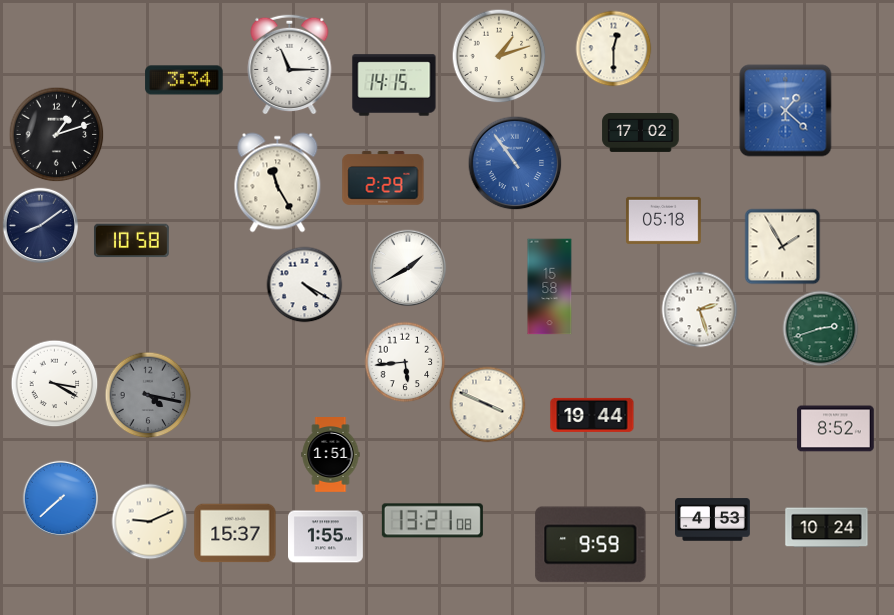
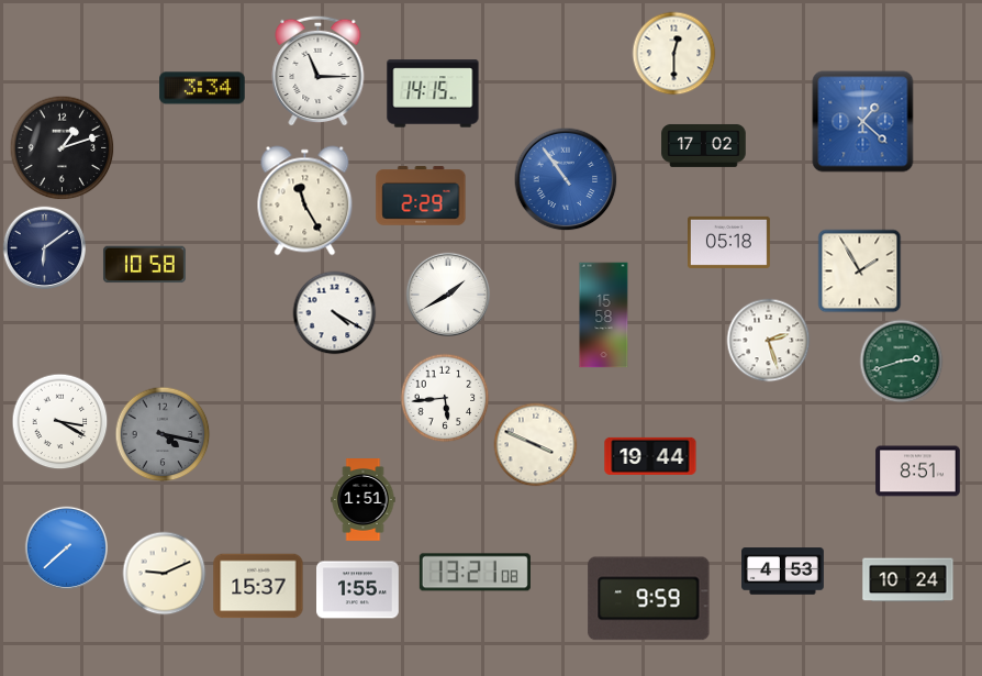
clock at (499, 56): 1:12 -> none
clock at (40, 225): 8:09 -> 6:09
clock at (836, 429): 8:52 -> 8:51
